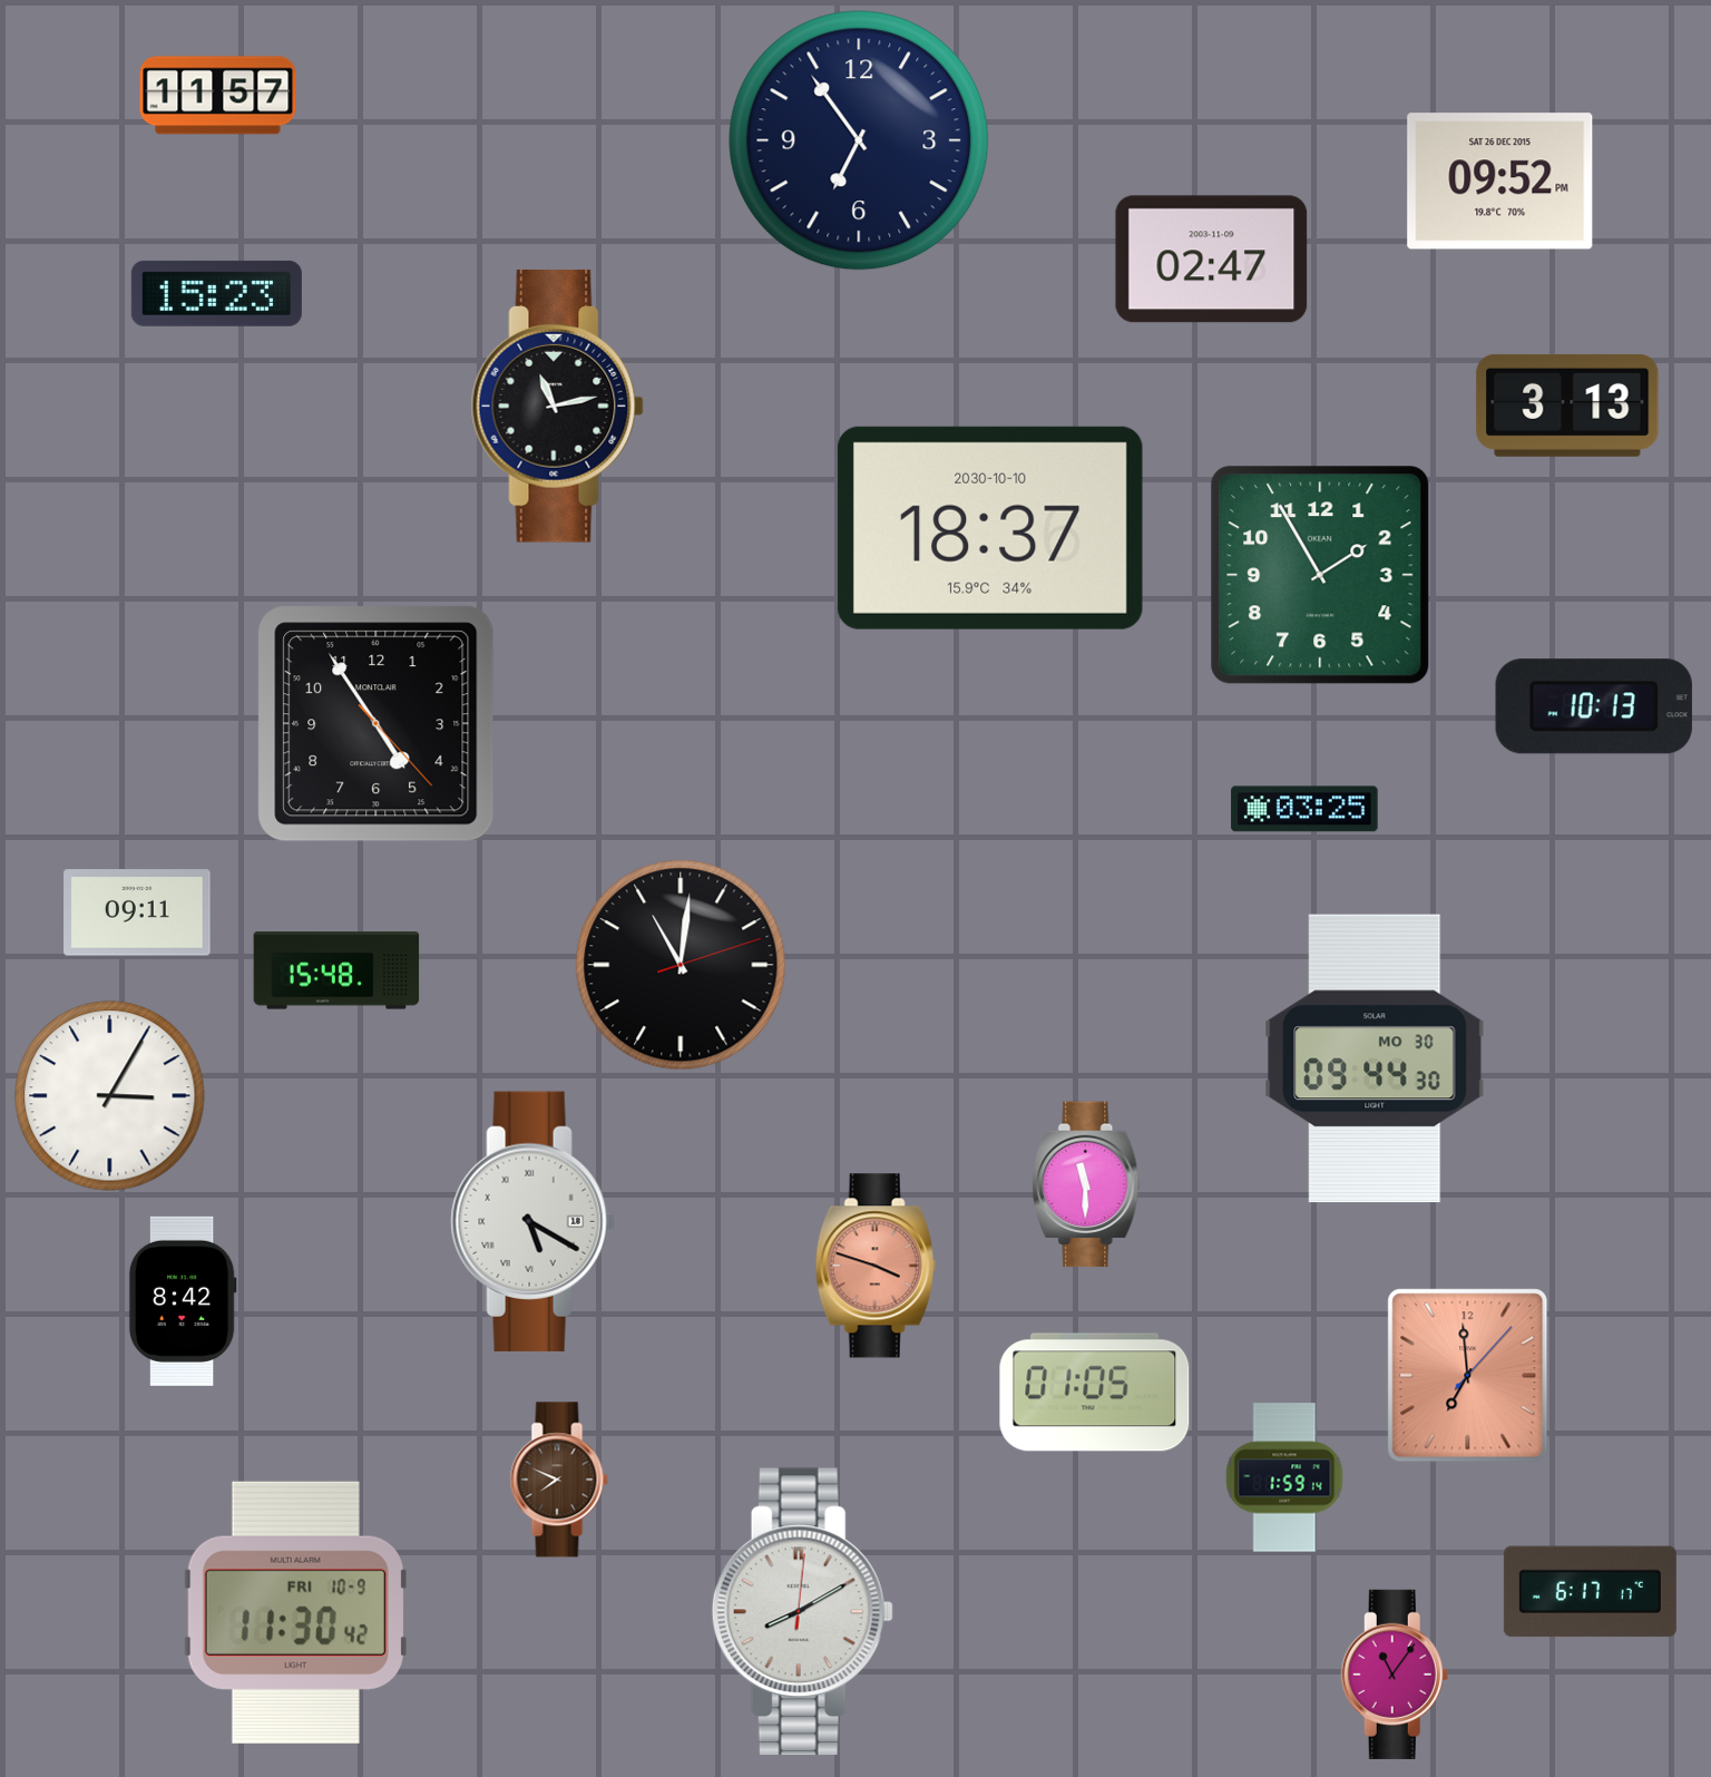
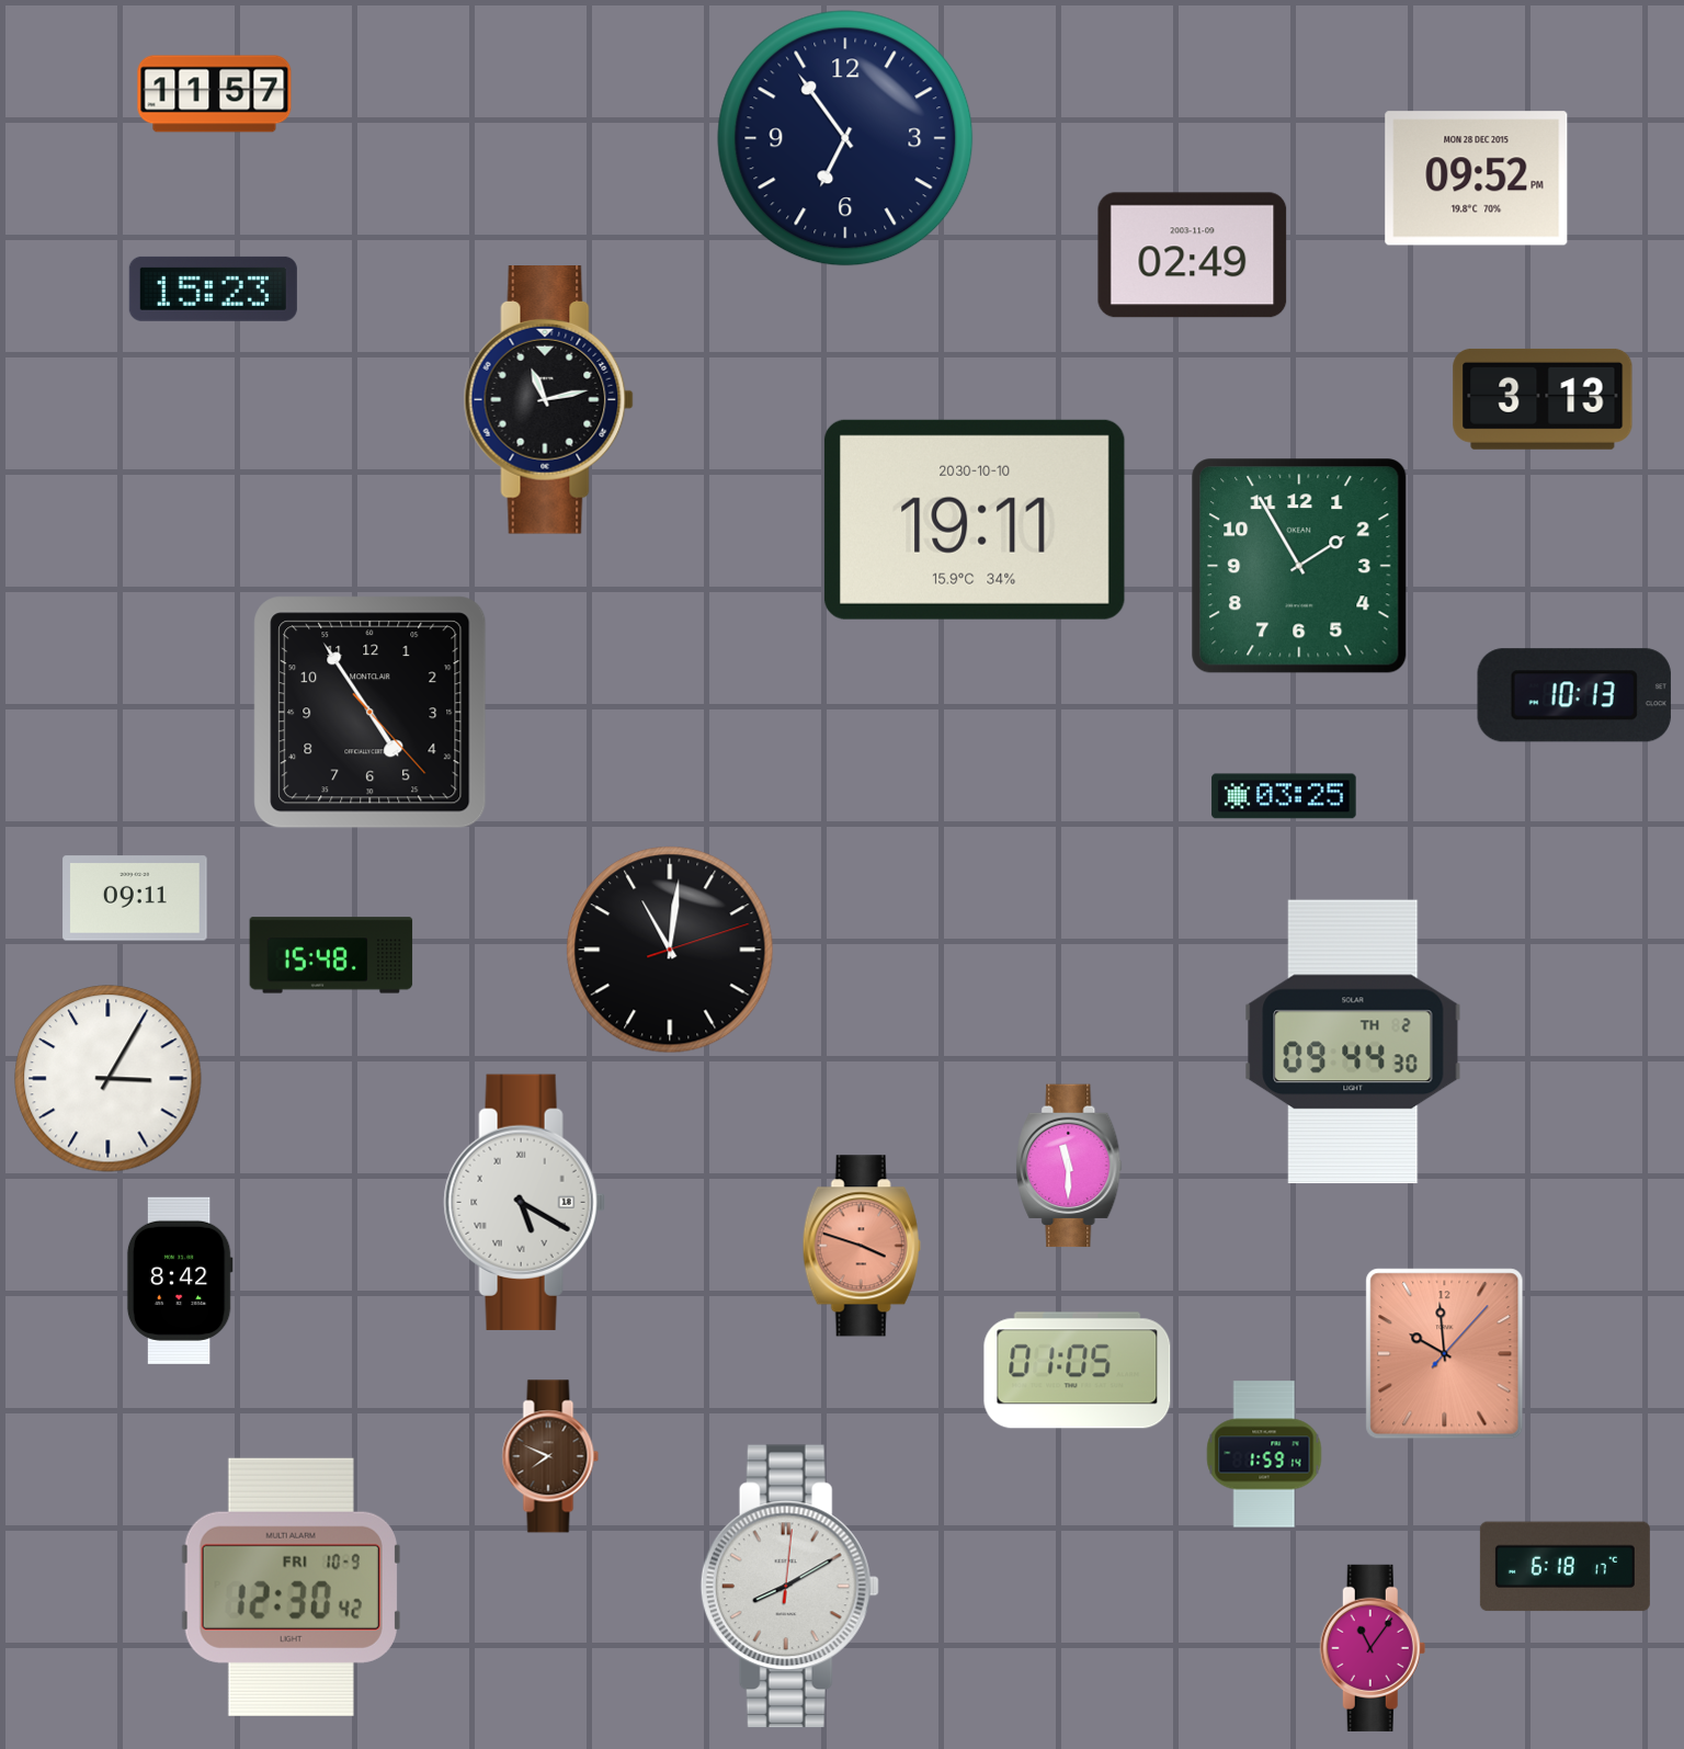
clock at (1500, 182) date: SAT 26 DEC 2015 -> MON 28 DEC 2015
clock at (1212, 260): 02:47 -> 02:49
clock at (990, 528): 18:37 -> 19:11
clock at (1594, 706) position: (1594, 706) -> (1574, 695)
clock at (1375, 1058) date: MO 30 -> TH 2
clock at (1468, 1376): 6:59 -> 9:59
clock at (1590, 1592): 6:17 -> 6:18
clock at (295, 1612): 11:30 -> 12:30
